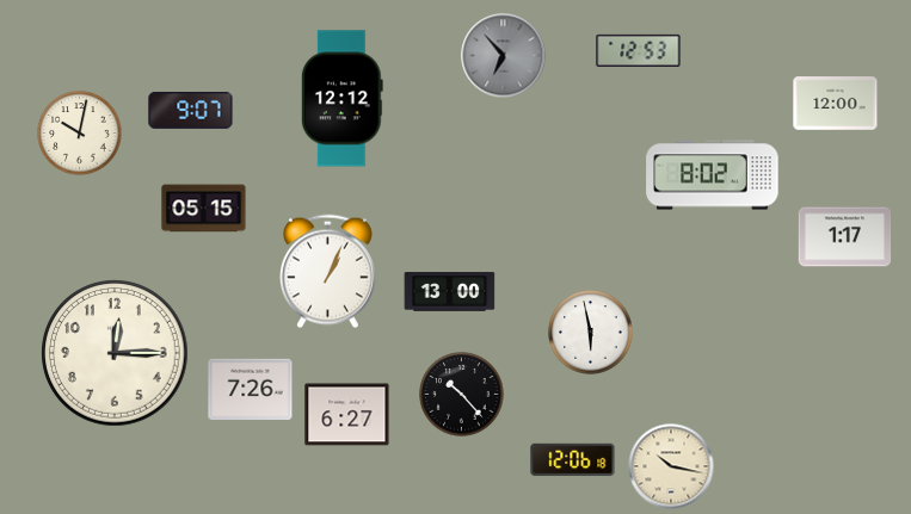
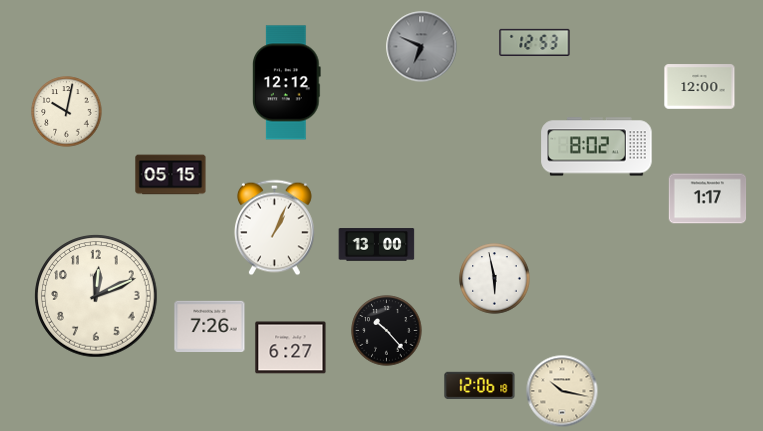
clock at (504, 56): 6:53 -> 6:49
clock at (191, 110): 9:07 -> none
clock at (115, 353): 12:15 -> 12:11
